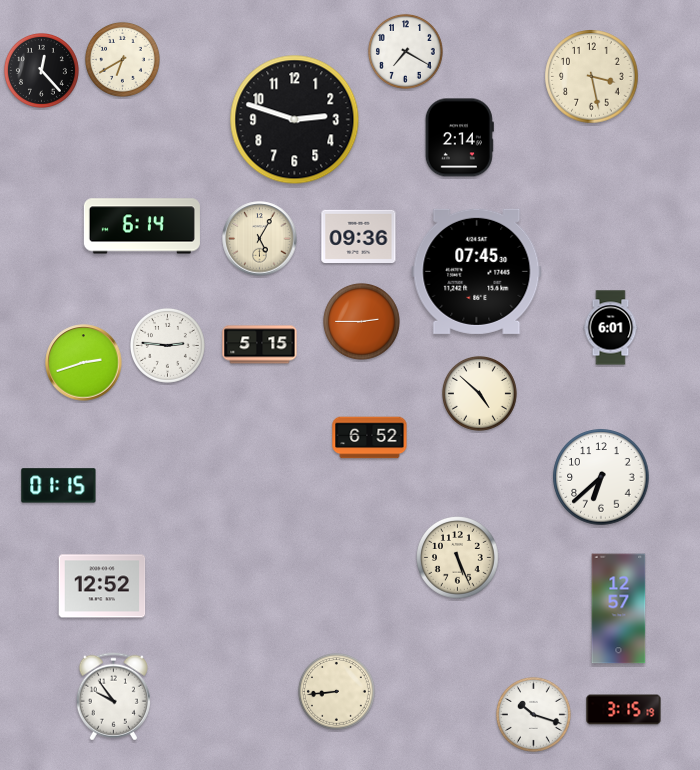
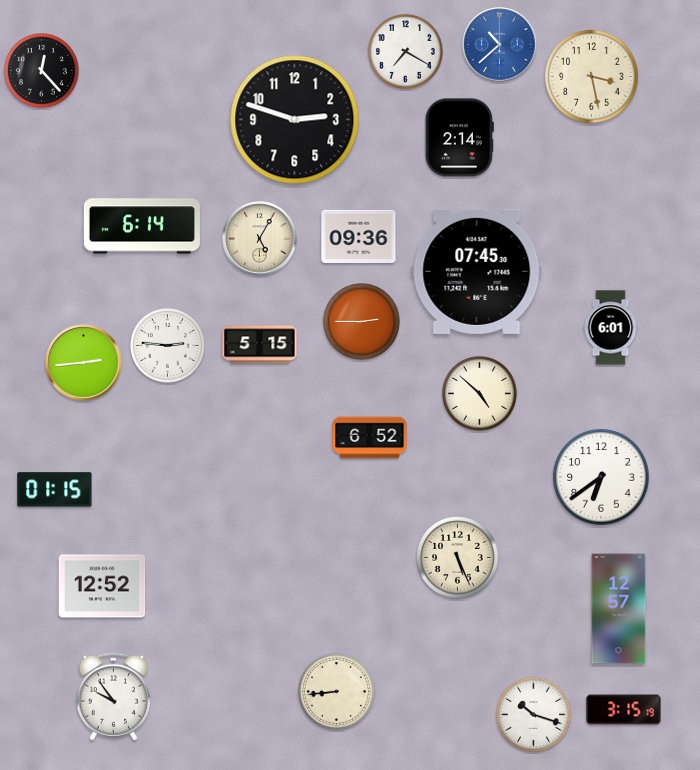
clock at (500, 45): none -> 10:38
clock at (122, 59): 6:40 -> none
clock at (84, 363): 2:42 -> 2:44
clock at (601, 477): 6:38 -> 6:39
clock at (59, 486) position: (59, 486) -> (55, 490)
